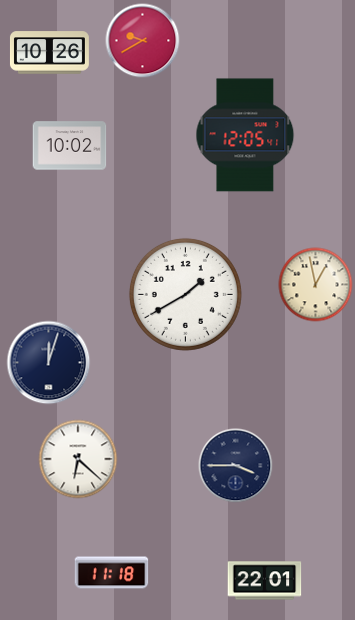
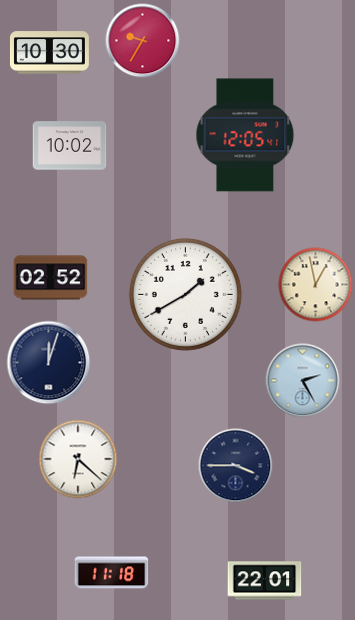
clock at (143, 41): 9:40 -> 9:35
clock at (49, 53): 10:26 -> 10:30
clock at (51, 278): none -> 02:52
clock at (303, 381): none -> 2:25
